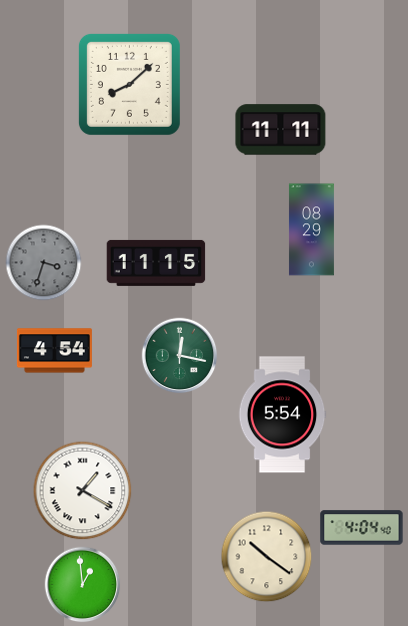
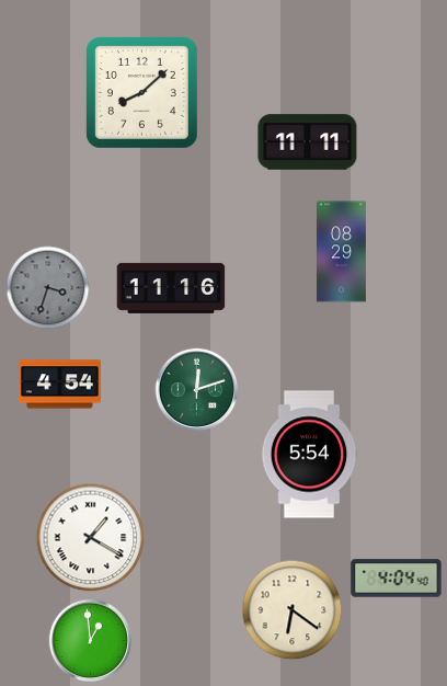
clock at (156, 263): 11:15 -> 11:16
clock at (180, 356): 12:17 -> 12:12
clock at (267, 557): 10:21 -> 6:21
